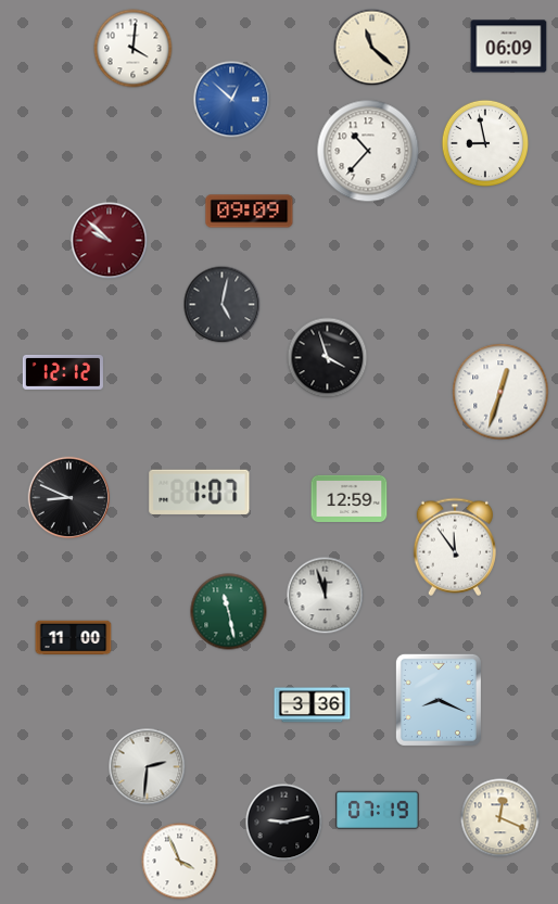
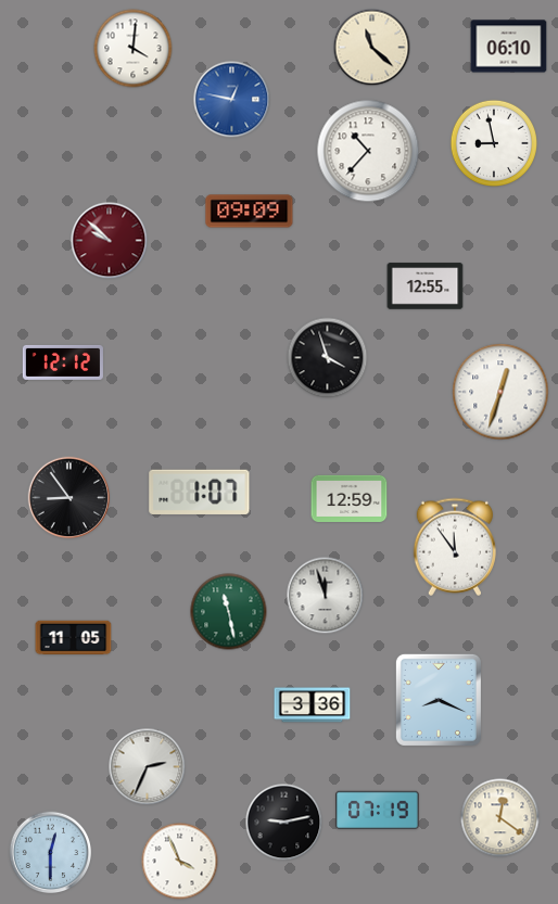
clock at (509, 47): 06:09 -> 06:10
clock at (232, 100): 12:52 -> 12:47
clock at (485, 143) position: (485, 143) -> (494, 143)
clock at (426, 287): none -> 12:55
clock at (223, 305): 5:02 -> none
clock at (63, 372) position: (63, 372) -> (63, 362)
clock at (69, 498): 8:49 -> 8:54
clock at (74, 638): 11:00 -> 11:05
clock at (148, 767): 2:31 -> 2:34
clock at (500, 818): 12:19 -> 12:21
clock at (51, 853): none -> 12:30
